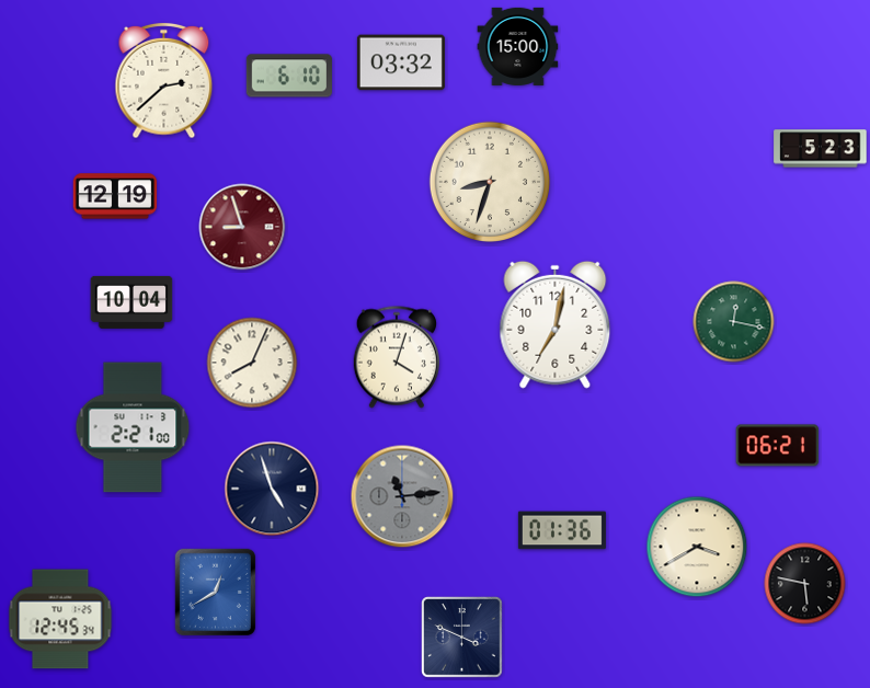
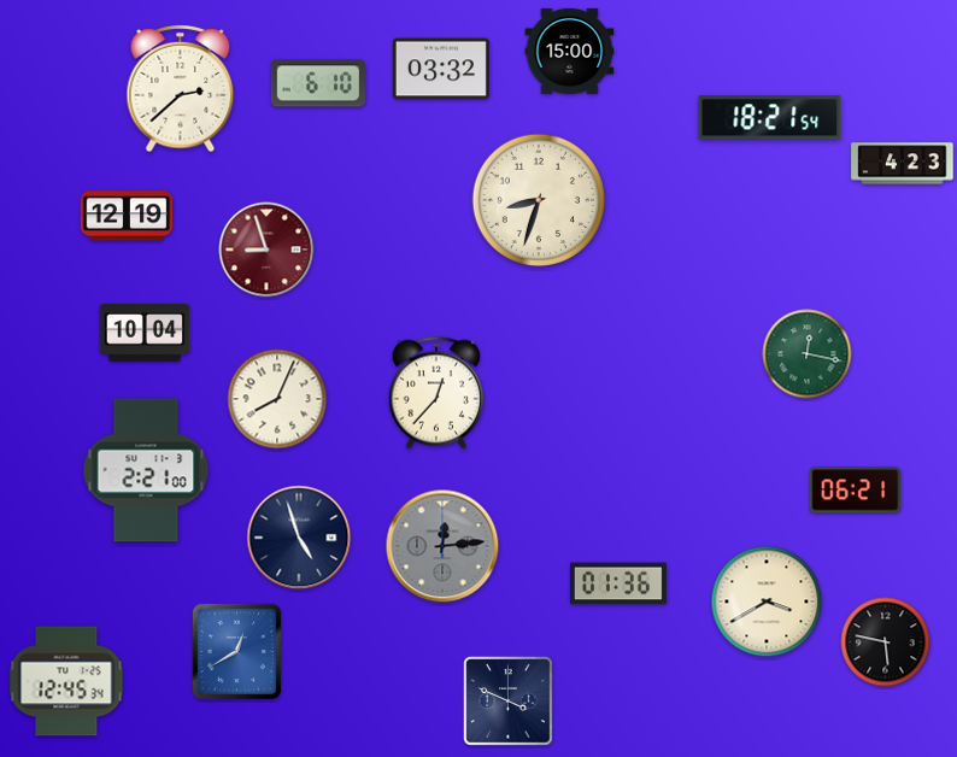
clock at (770, 118): none -> 18:21
clock at (821, 149): 5:23 -> 4:23
clock at (556, 324): 7:02 -> none
clock at (397, 357): 4:03 -> 12:37
clock at (402, 496): 11:14 -> 12:14
